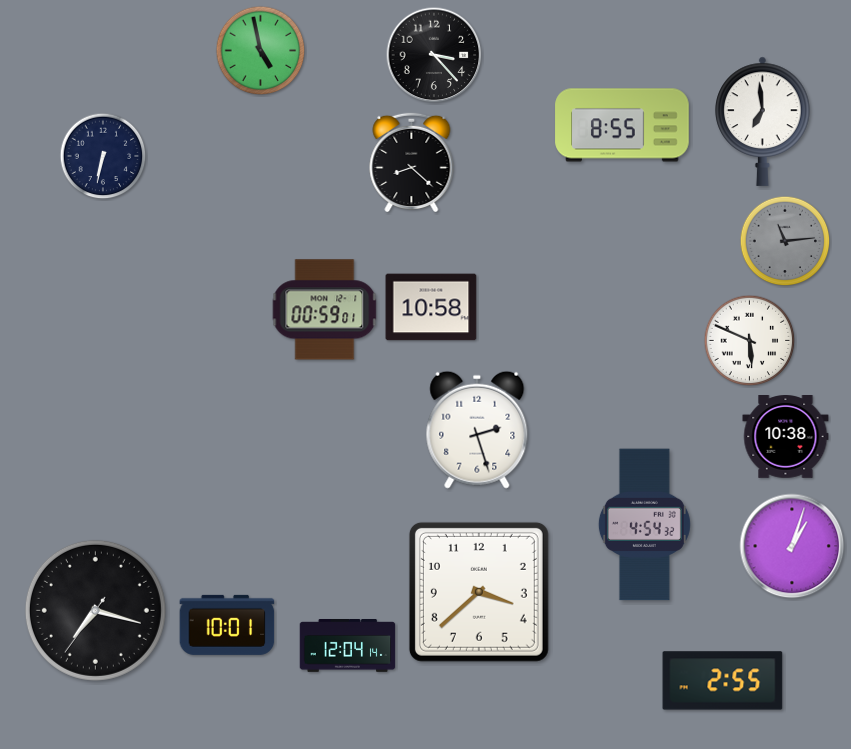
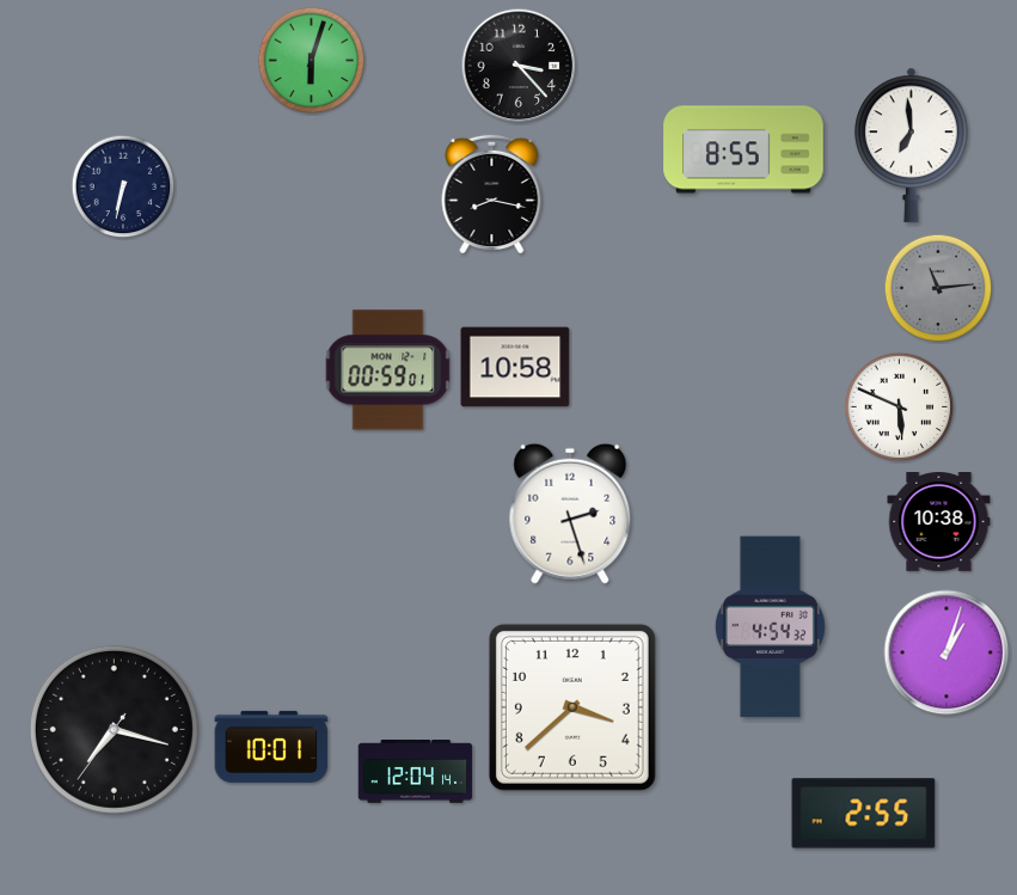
clock at (261, 51): 4:58 -> 6:03
clock at (412, 161): 8:22 -> 8:17
clock at (750, 341) position: (750, 341) -> (900, 407)
